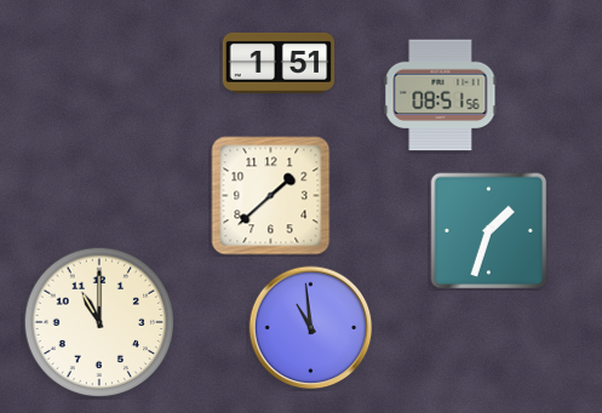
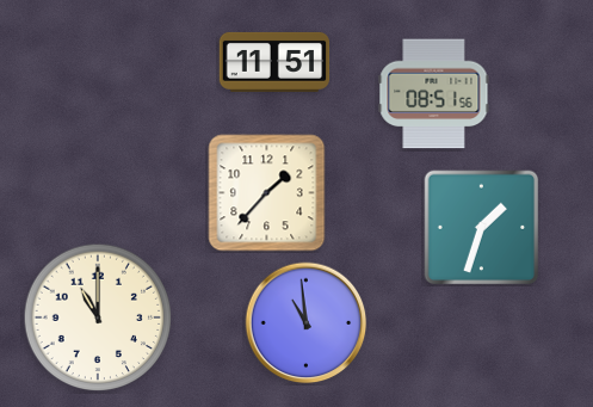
clock at (279, 63): 1:51 -> 11:51
clock at (271, 196): 1:38 -> 1:37
